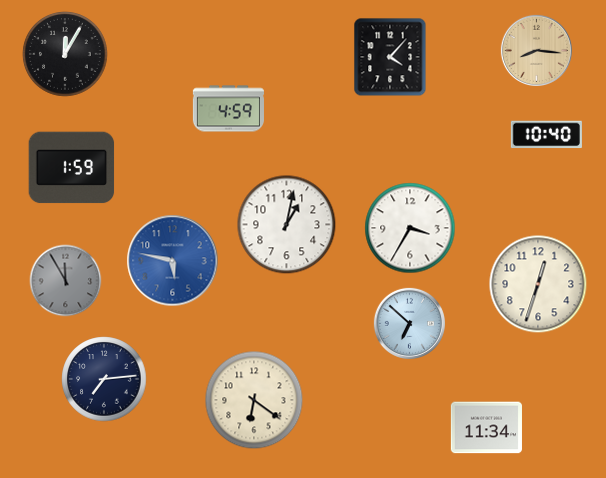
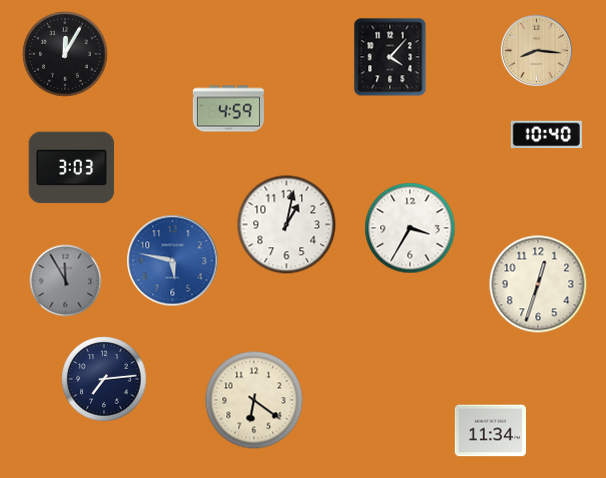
clock at (72, 168): 1:59 -> 3:03
clock at (409, 323): 6:52 -> none
clock at (486, 428) position: (486, 428) -> (490, 431)
